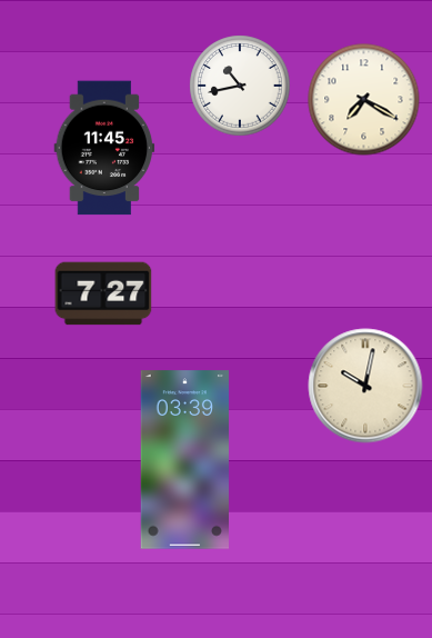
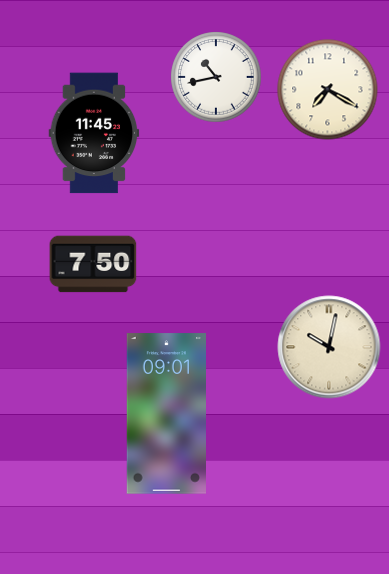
clock at (103, 293): 7:27 -> 7:50
clock at (184, 460): 03:39 -> 09:01
